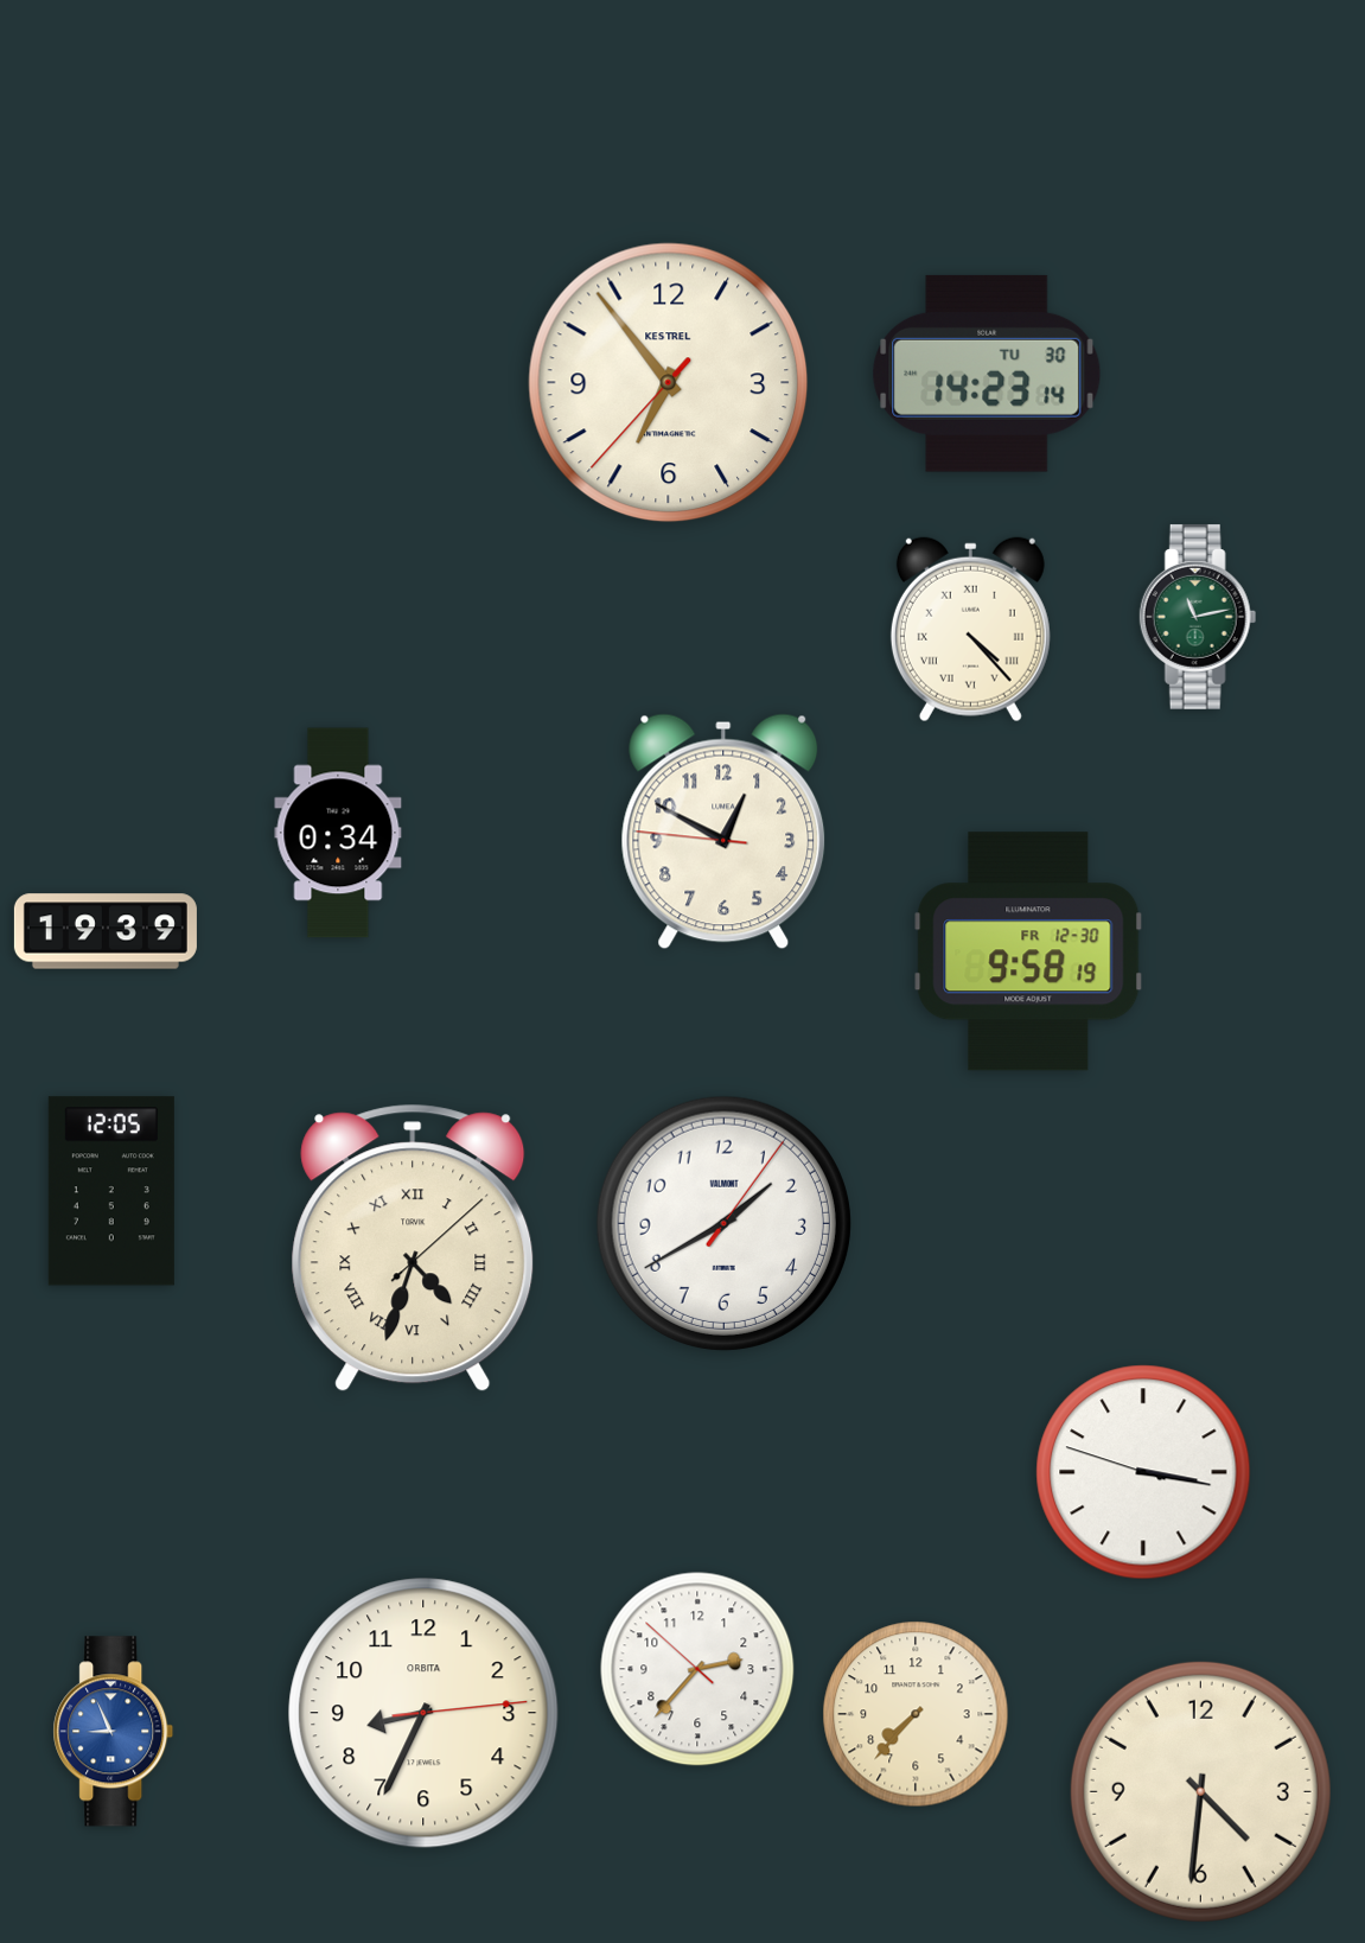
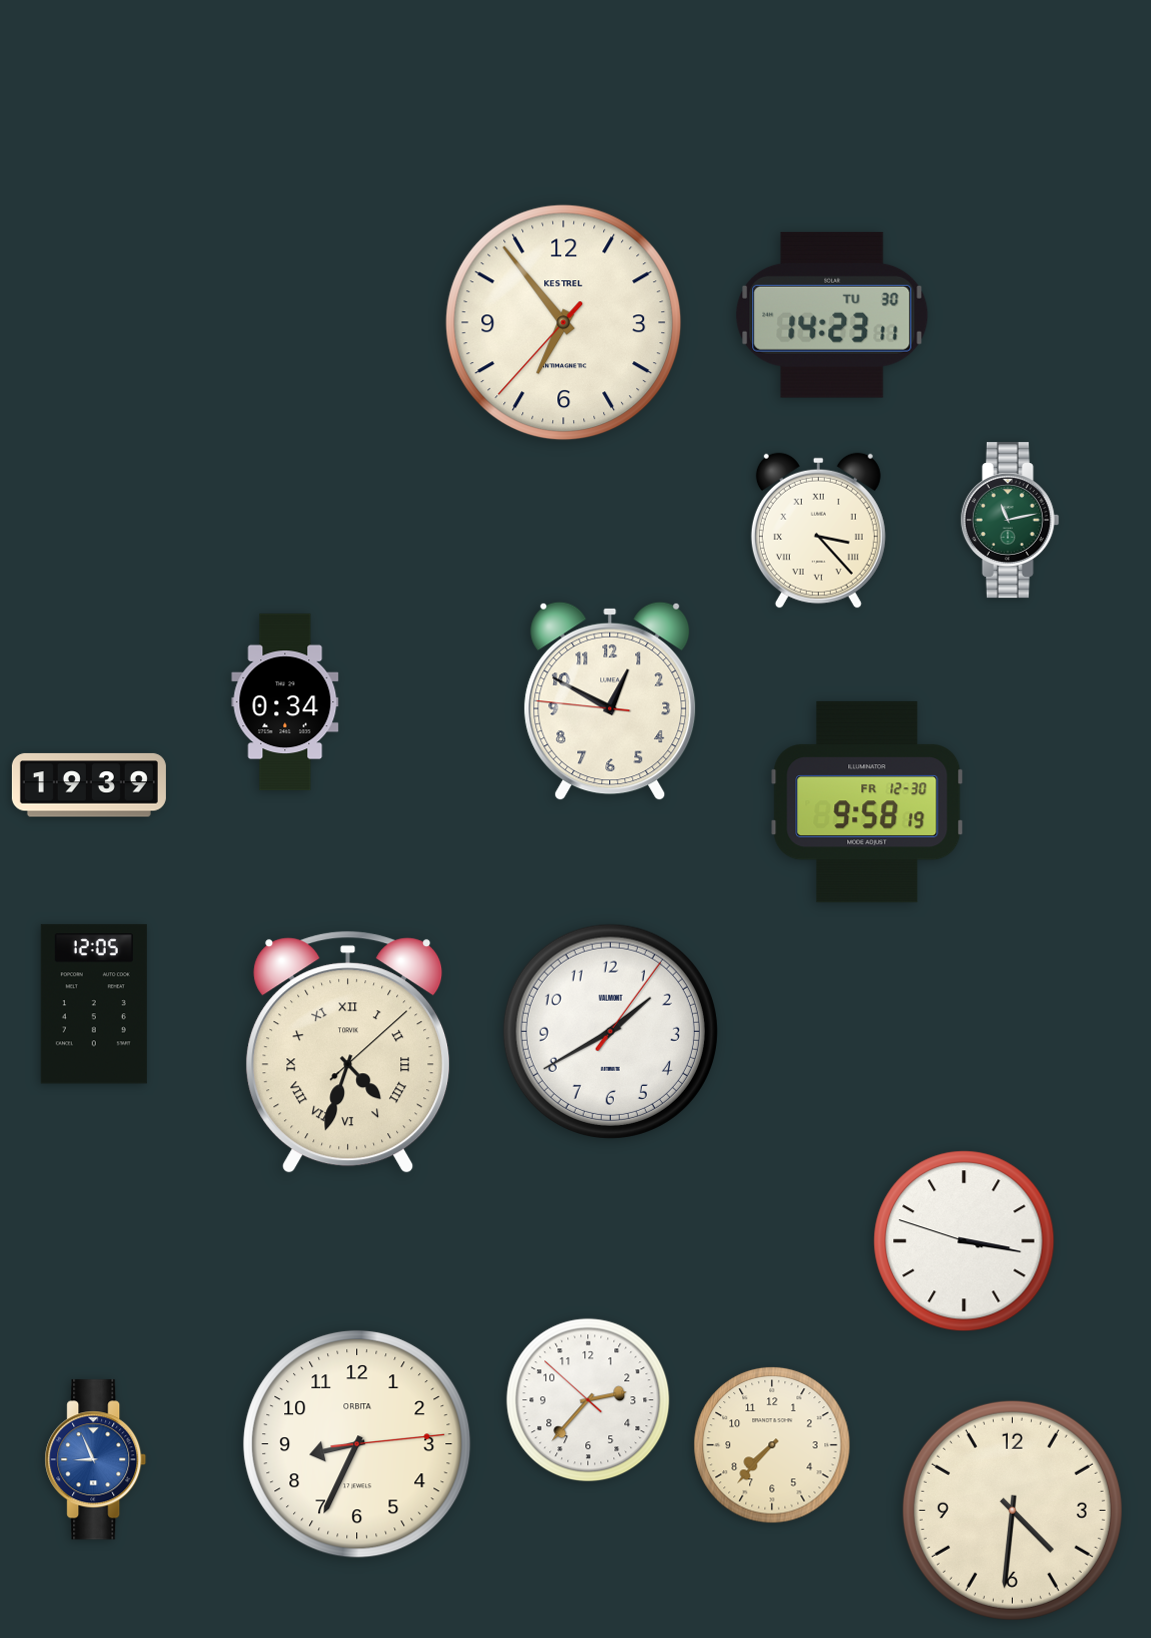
clock at (987, 374): 14:23:14 -> 14:23:11
clock at (970, 630): 4:23 -> 3:23
clock at (697, 1669) position: (697, 1669) -> (588, 1400)
